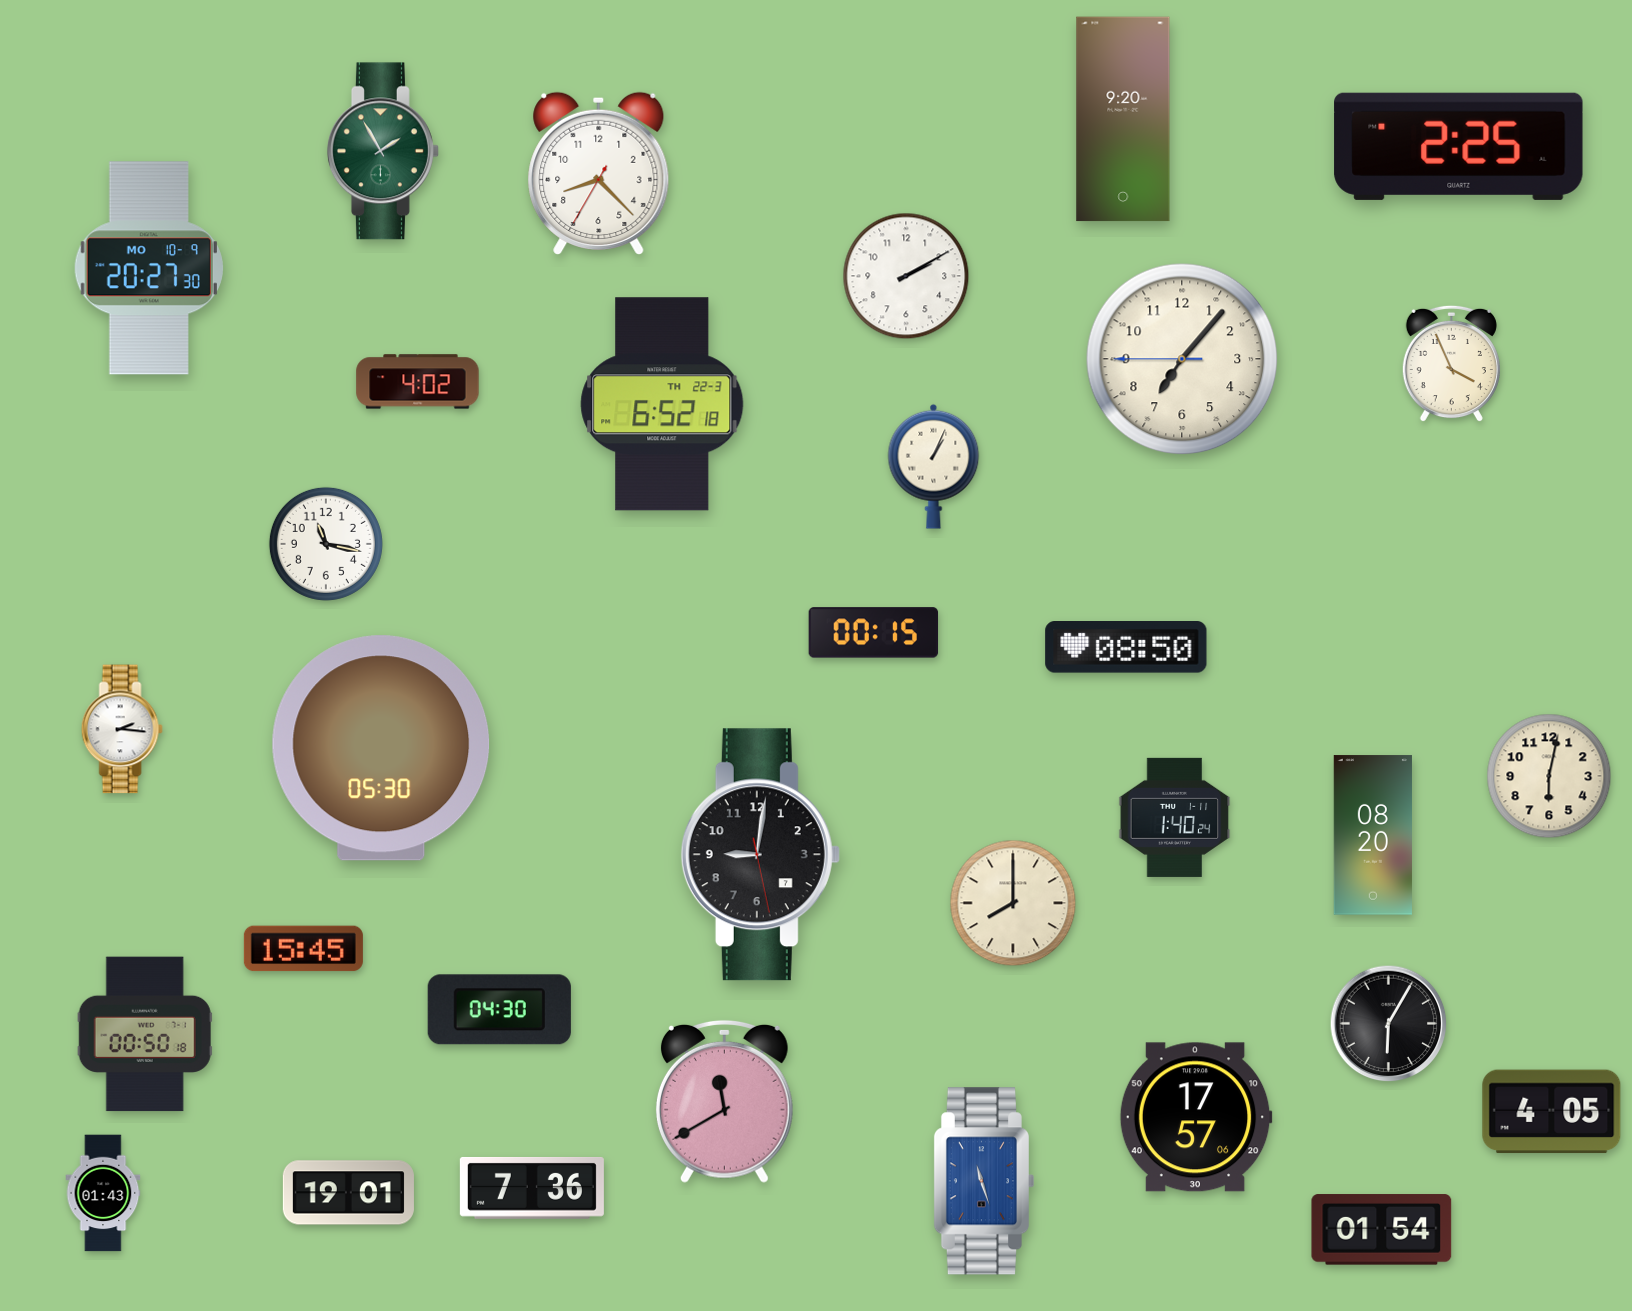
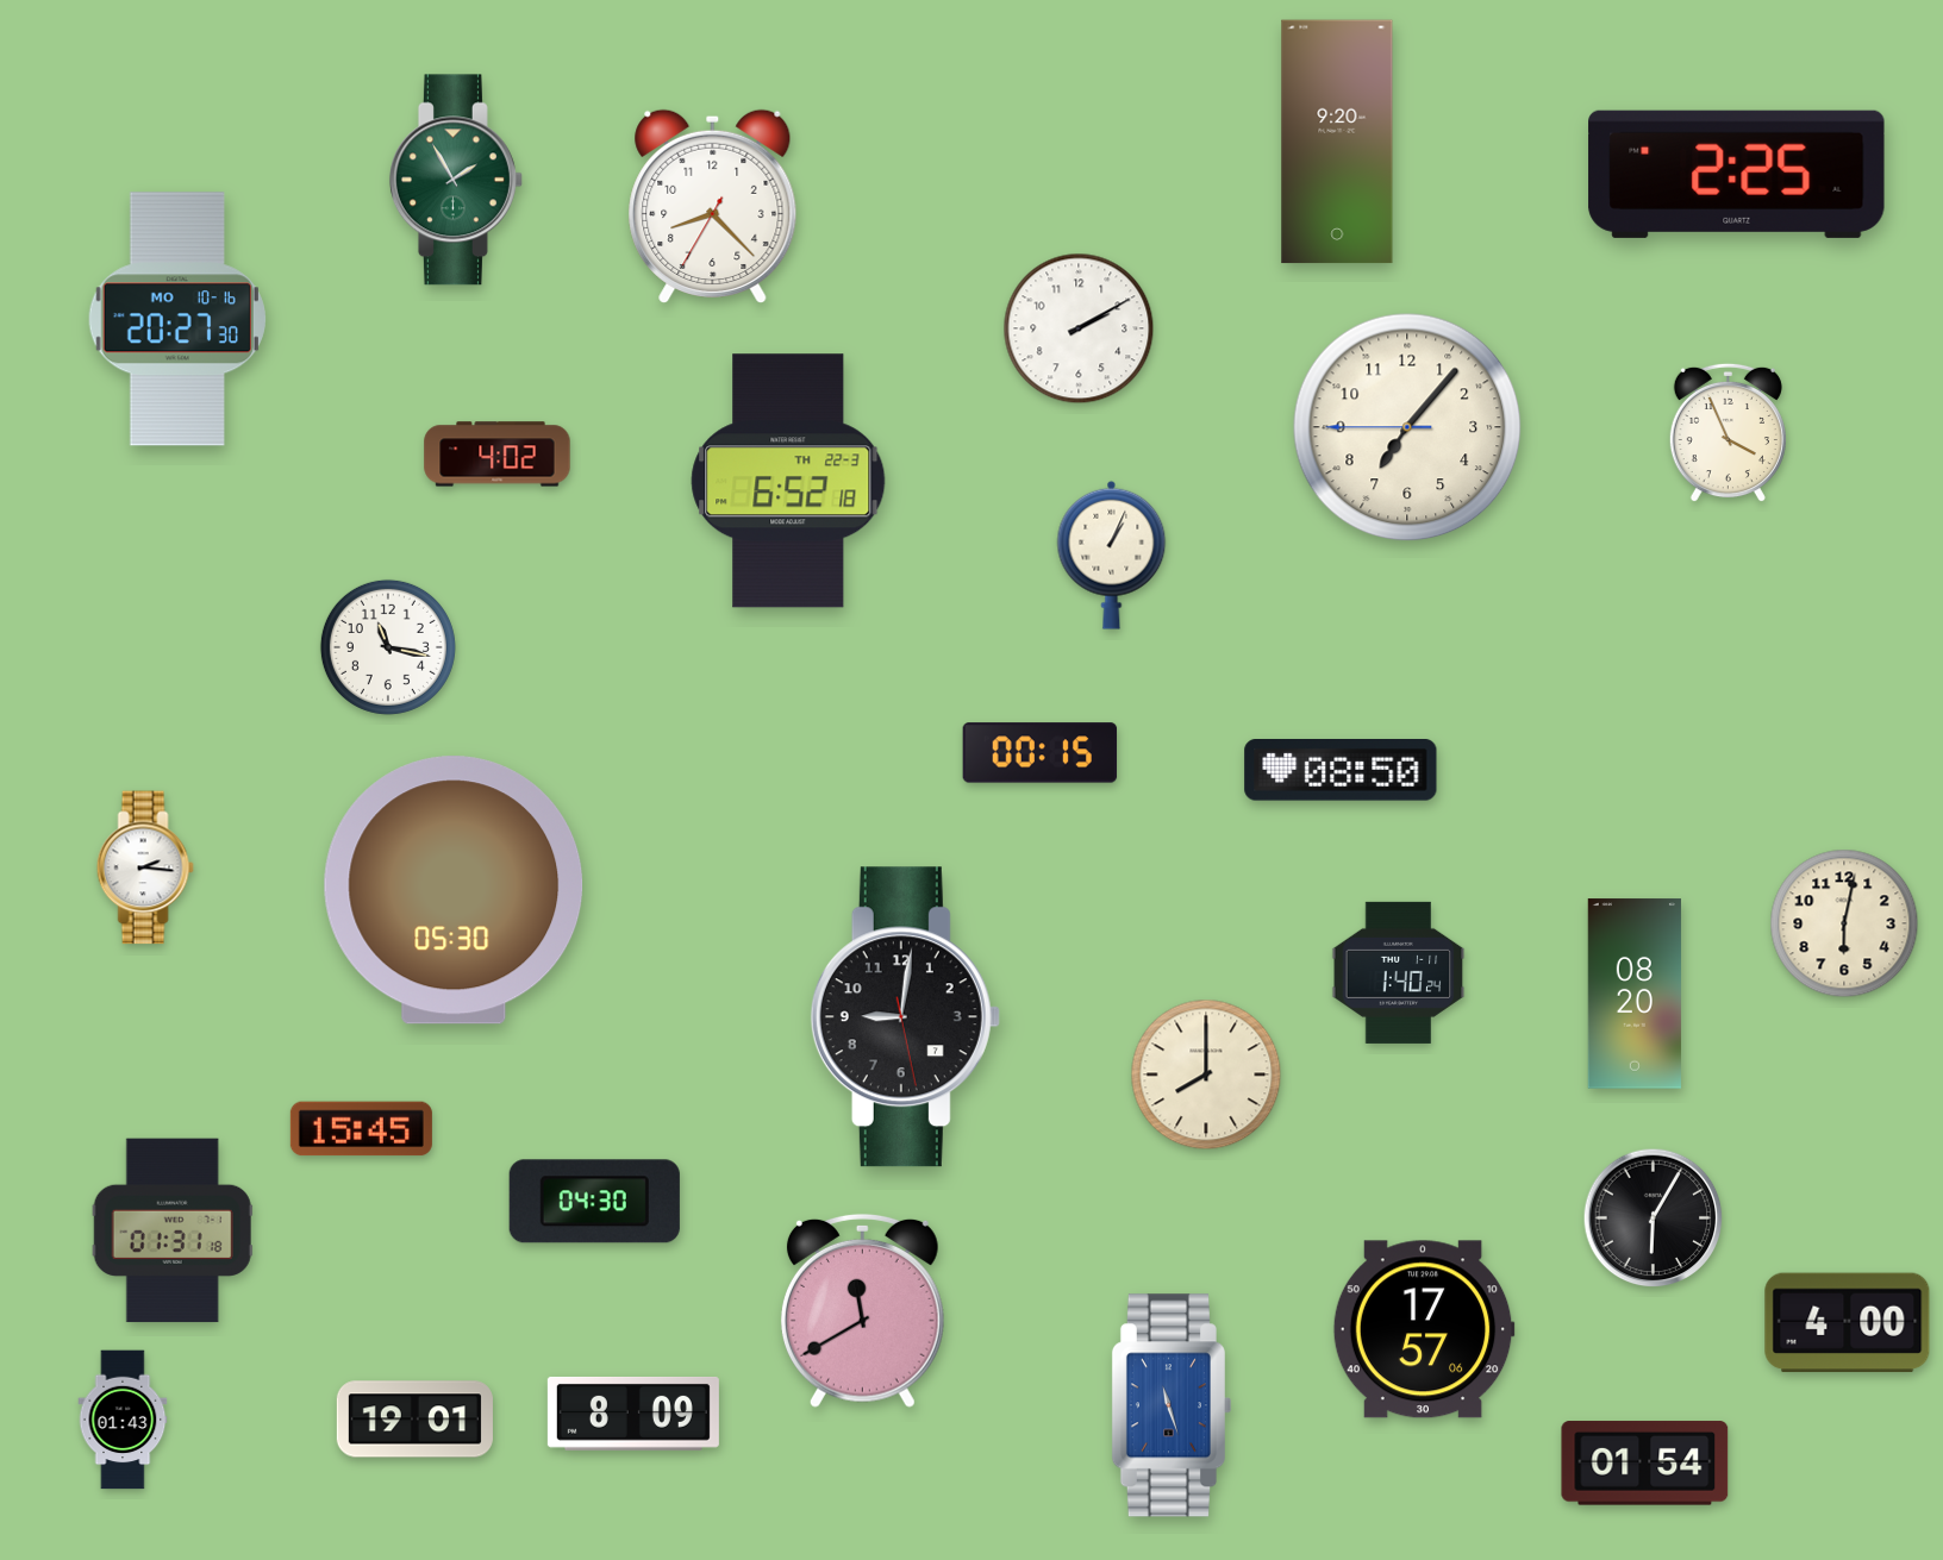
clock at (149, 268) date: MO 10-9 -> MO 10-16
clock at (145, 1034): 00:50 -> 01:31
clock at (1552, 1112): 4:05 -> 4:00
clock at (532, 1188): 7:36 -> 8:09
